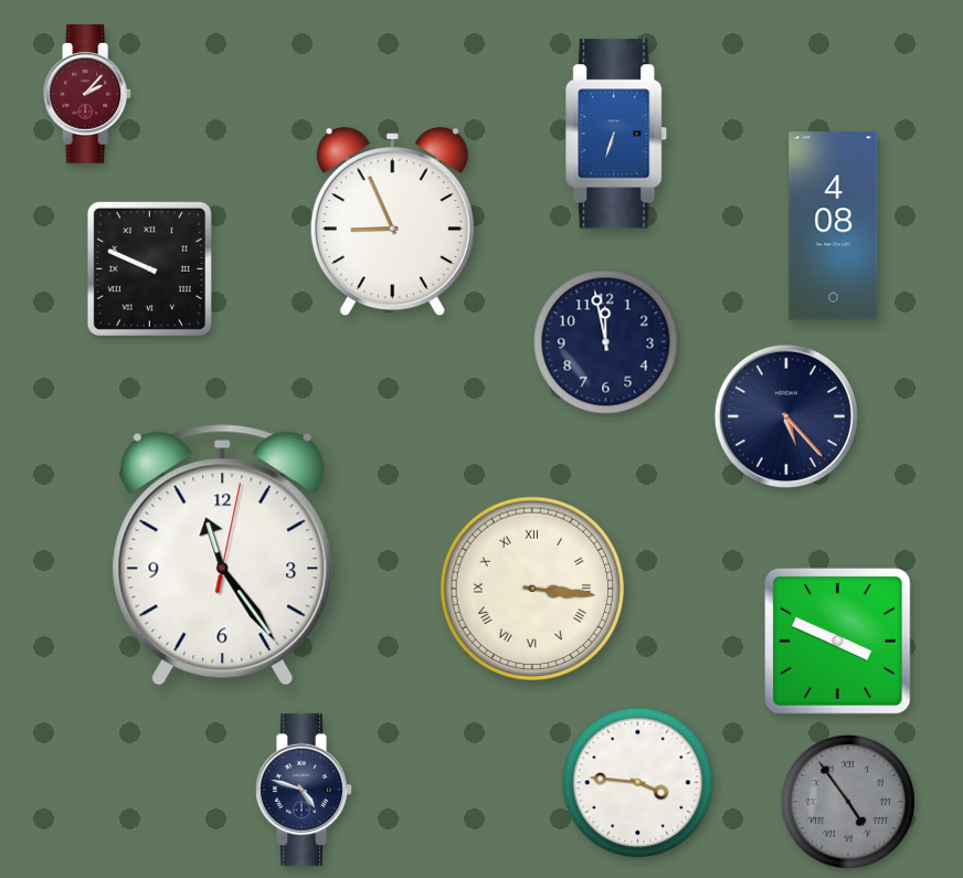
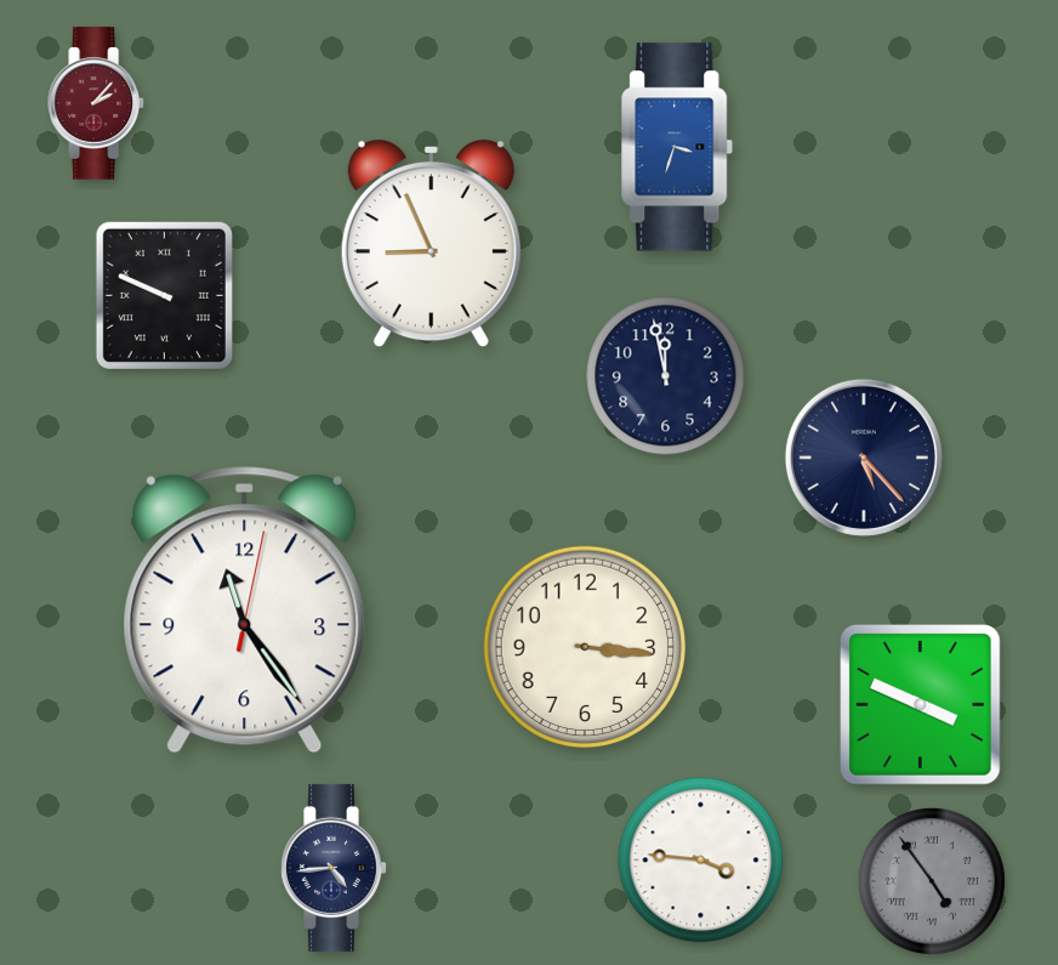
clock at (617, 134): 6:33 -> 3:33
clock at (834, 226): 4:08 -> none
clock at (531, 588) numerals: Roman -> Arabic
clock at (305, 790): 4:48 -> 4:44
